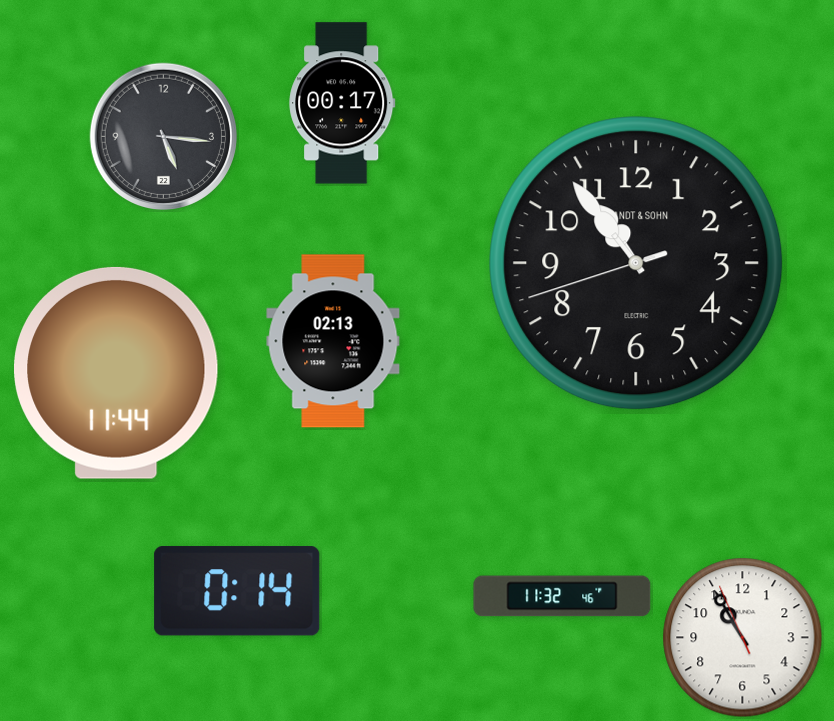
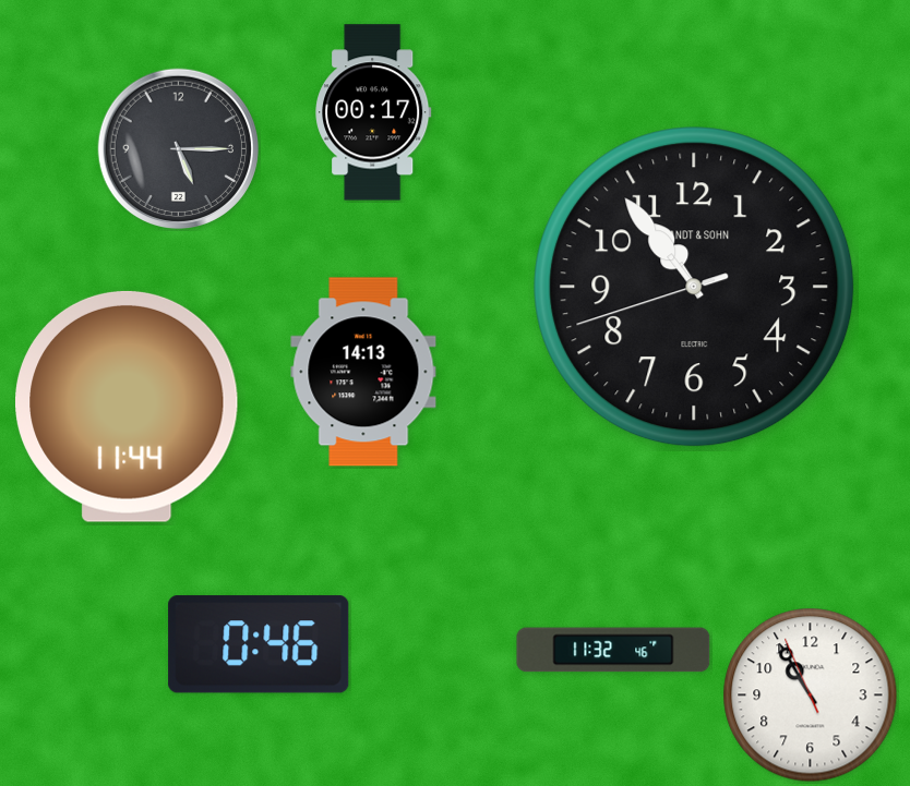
clock at (163, 136): 5:16 -> 5:15
clock at (333, 341): 02:13 -> 14:13
clock at (237, 592): 0:14 -> 0:46
